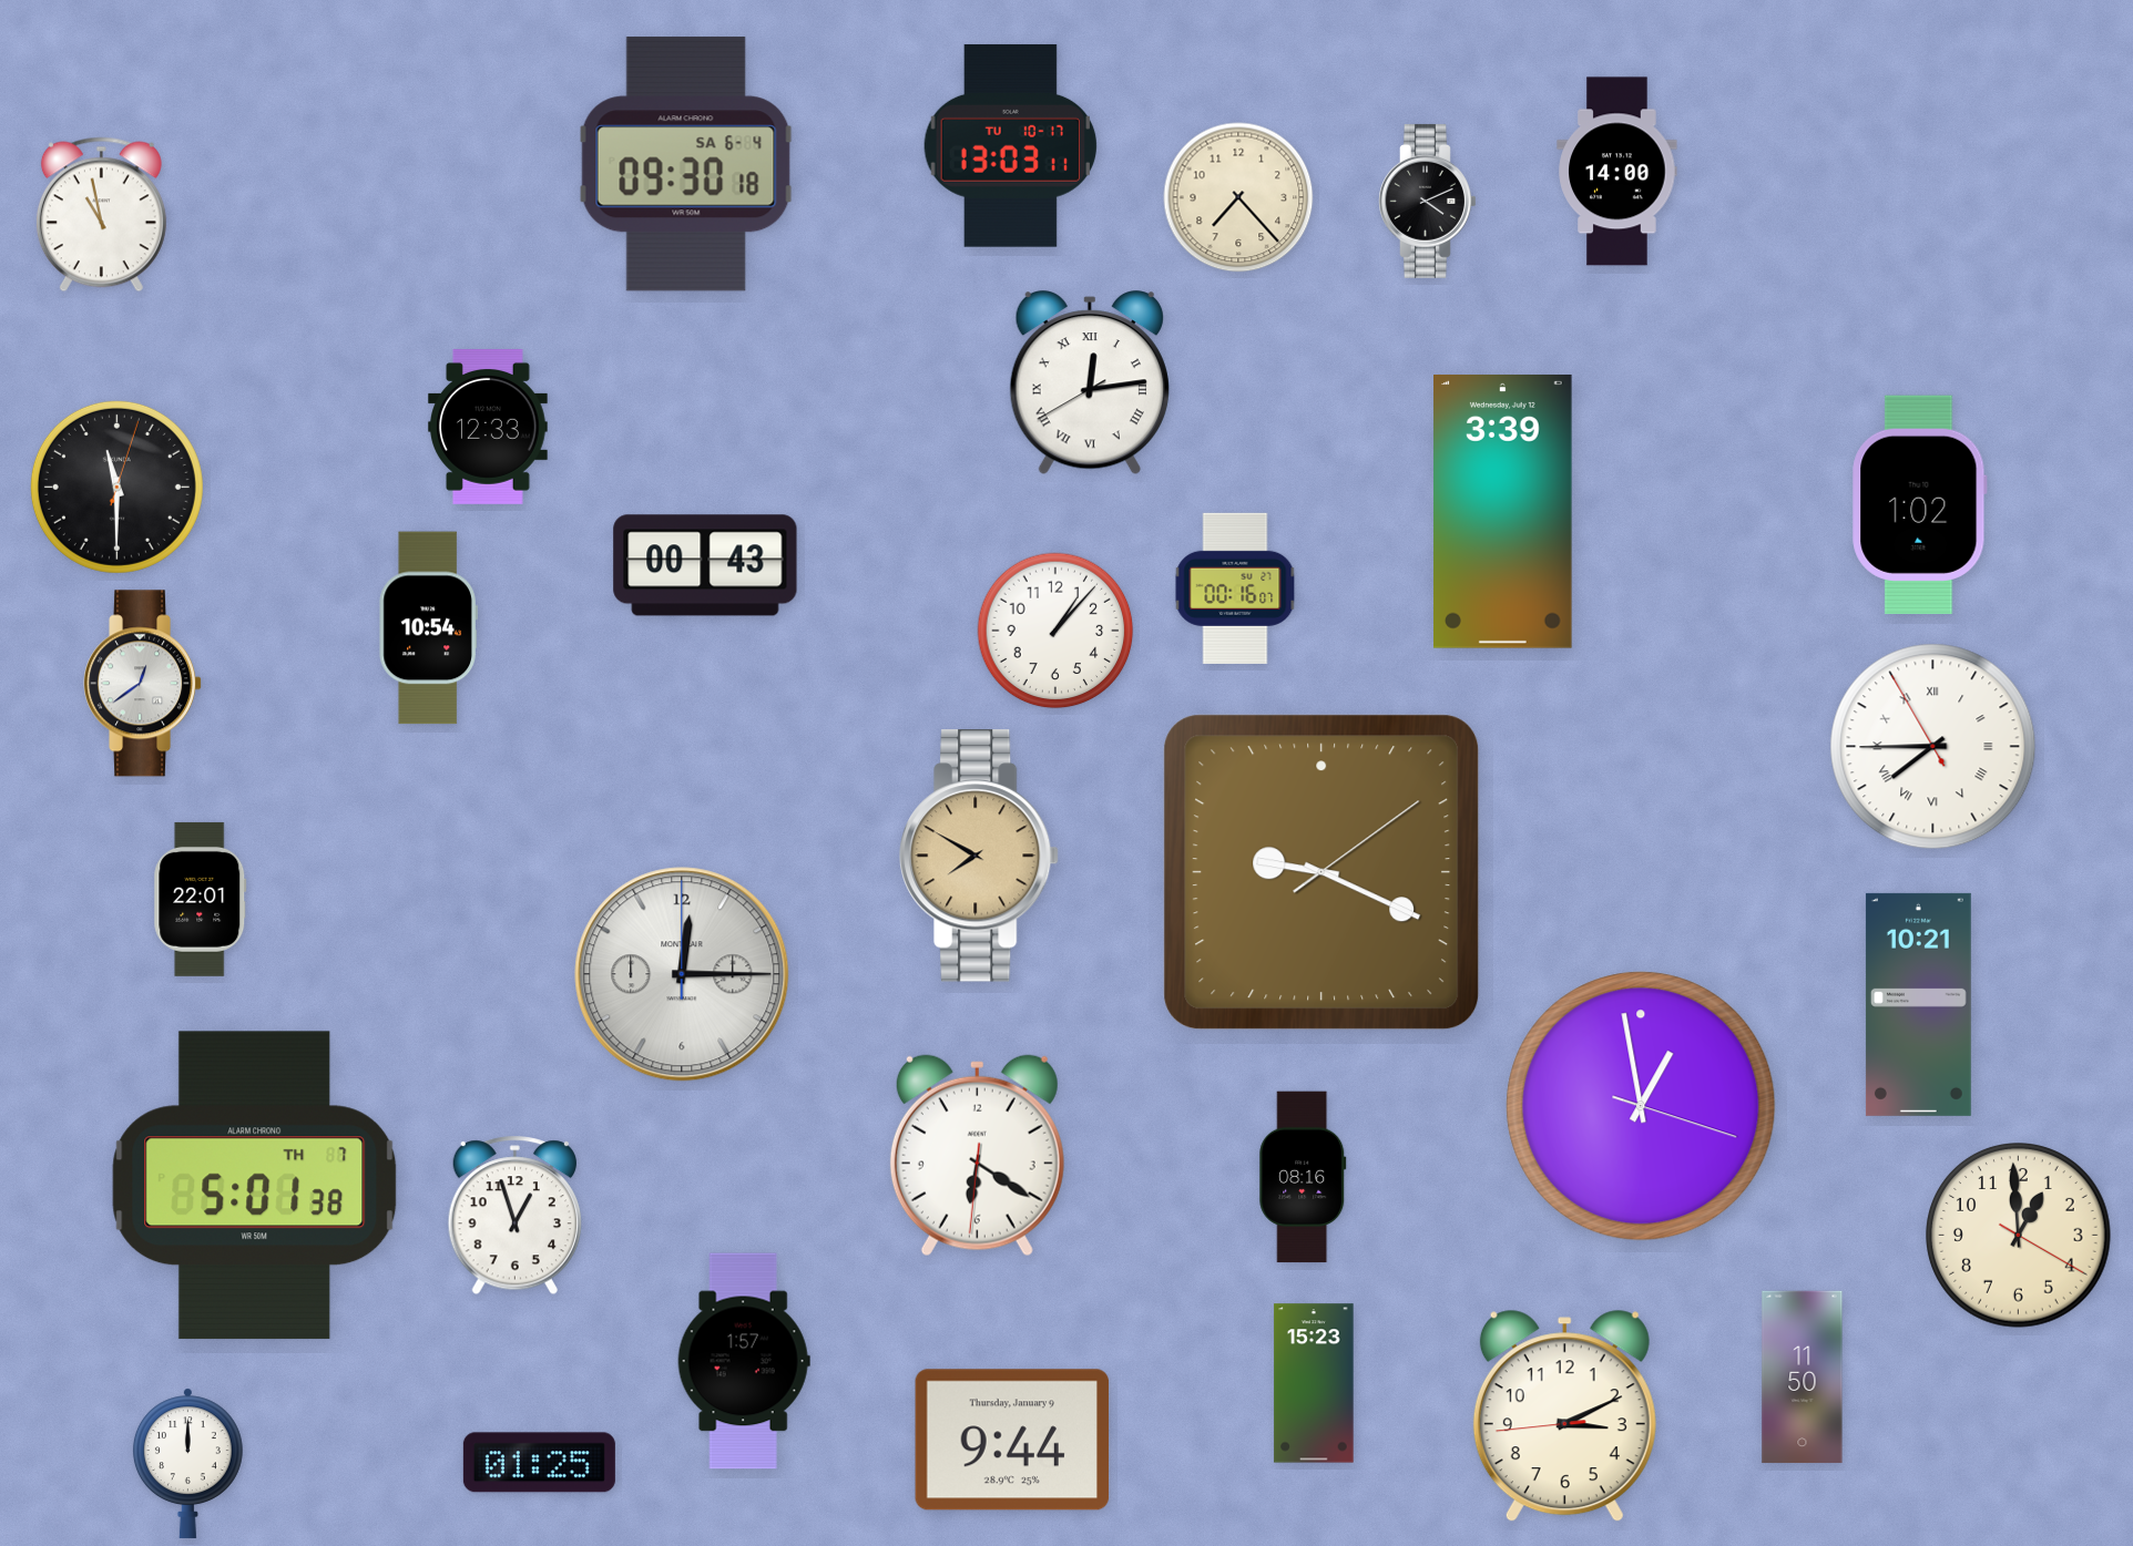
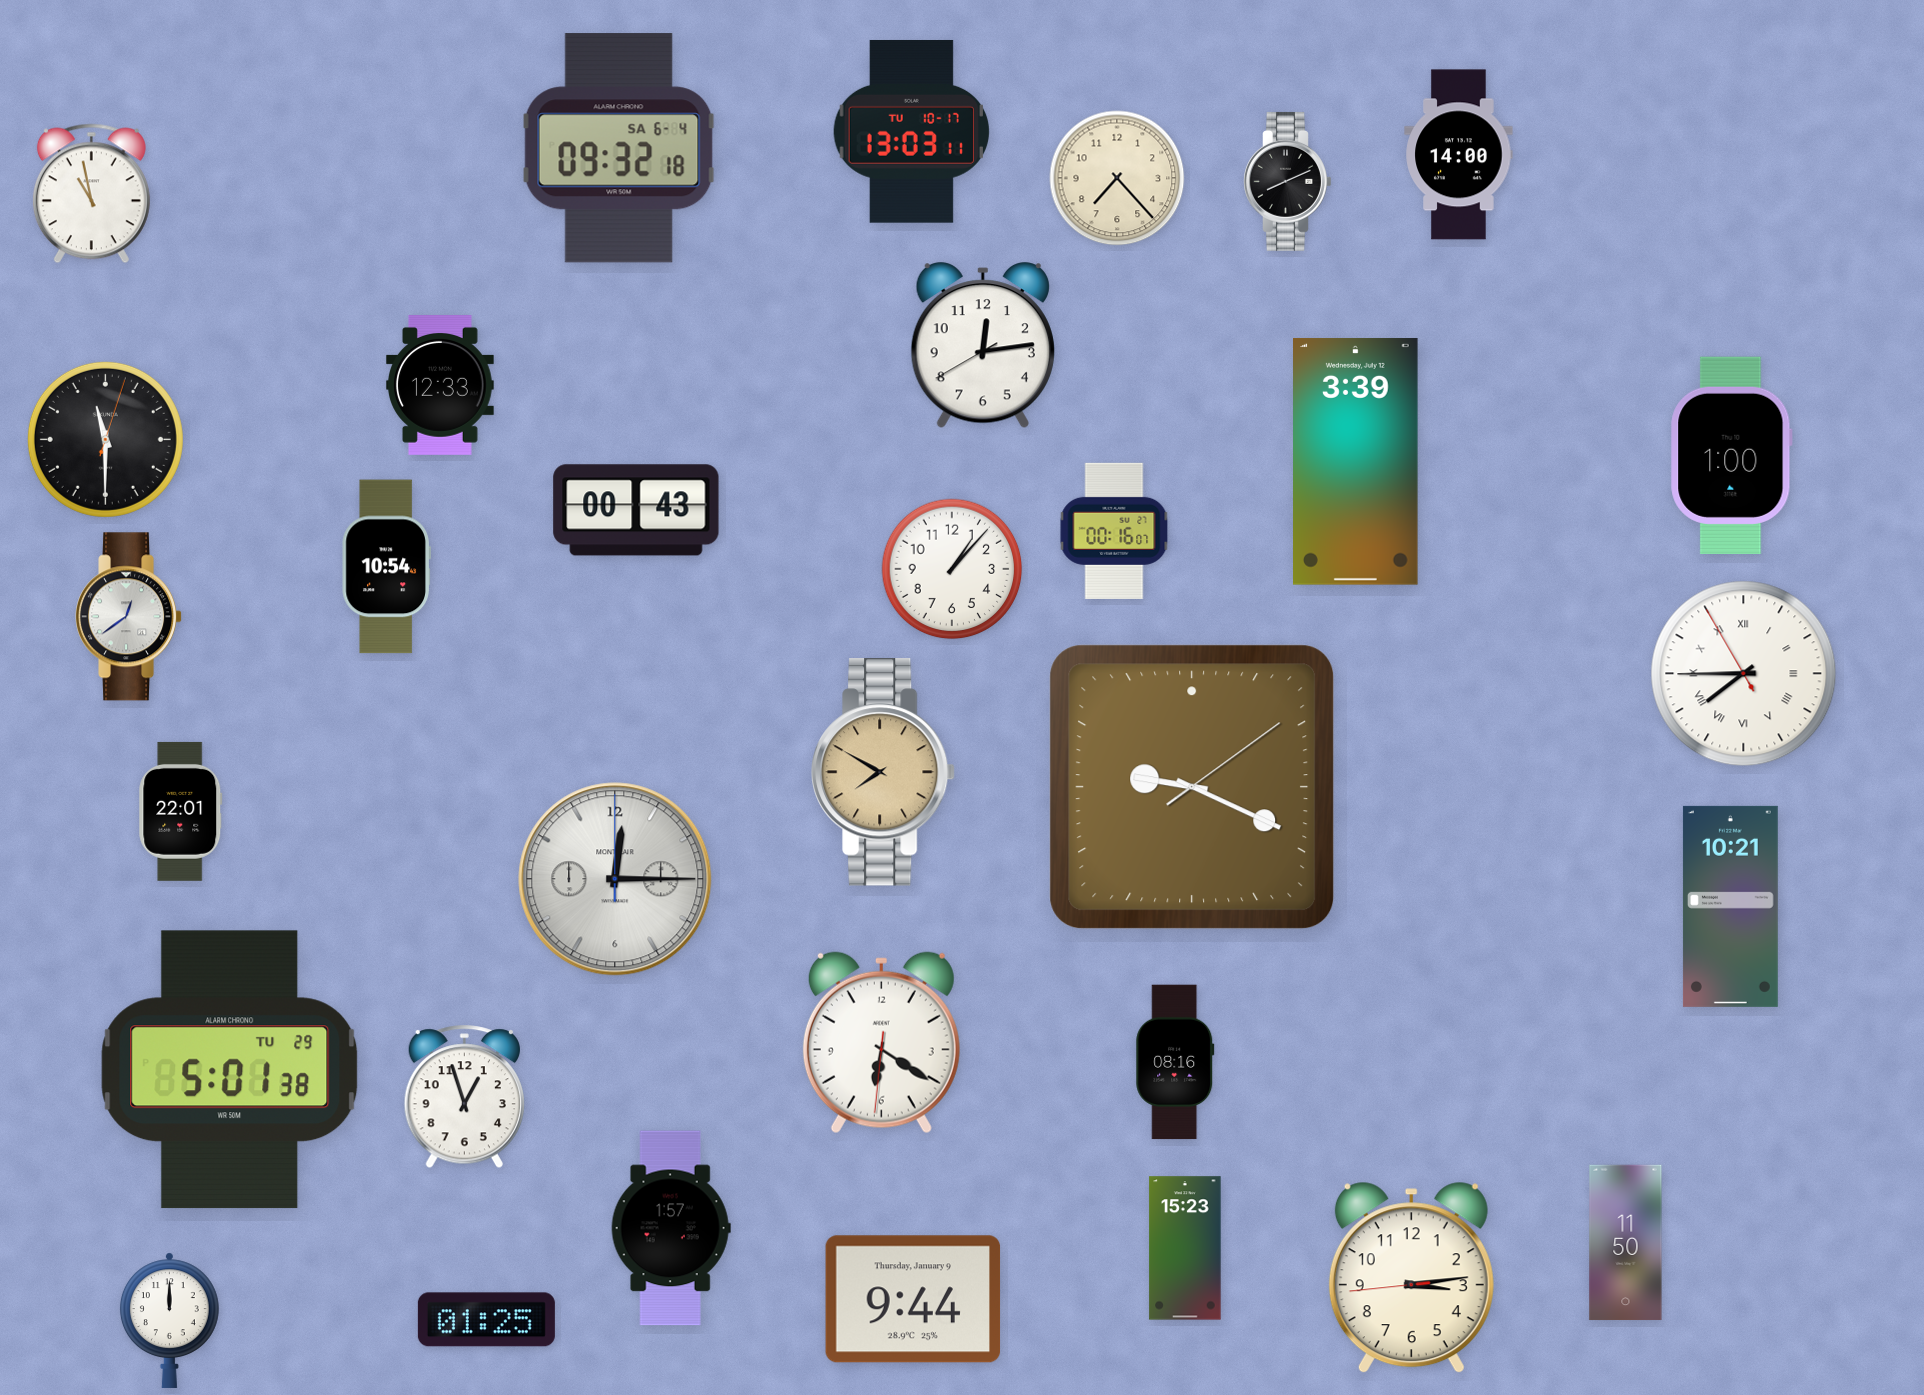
clock at (686, 164): 09:30 -> 09:32
clock at (1428, 201): 4:11 -> 8:11
clock at (1090, 383) numerals: Roman -> Arabic
clock at (1920, 504): 1:02 -> 1:00
clock at (1641, 1106): 12:58 -> none
clock at (255, 1186) date: TH 7 -> TU 29
clock at (2019, 1236): 12:59 -> none
clock at (1564, 1416): 3:10 -> 3:13
